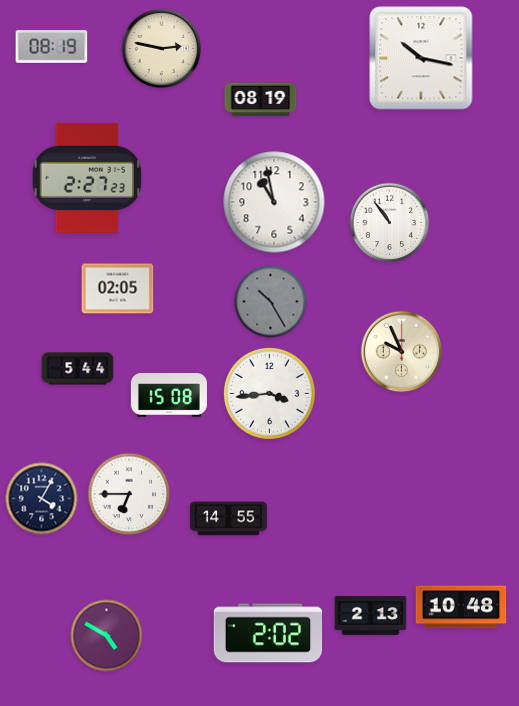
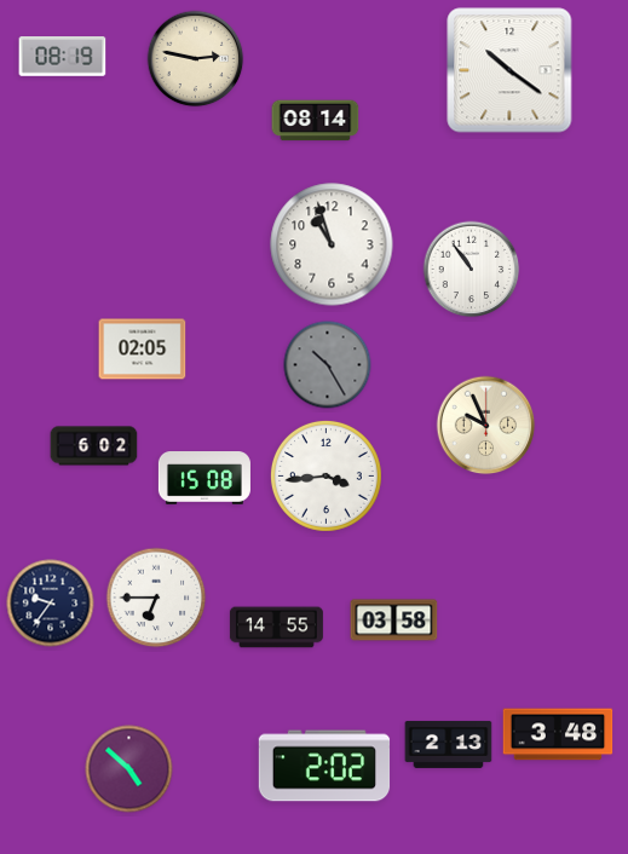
clock at (421, 58): 10:17 -> 10:21
clock at (261, 100): 08:19 -> 08:14
clock at (87, 178): 2:27 -> none
clock at (274, 202): 10:58 -> 10:57
clock at (78, 369): 5:44 -> 6:02
clock at (42, 499): 4:05 -> 9:36
clock at (394, 621): none -> 03:58
clock at (461, 607): 10:48 -> 3:48
clock at (107, 636): 4:50 -> 4:52
